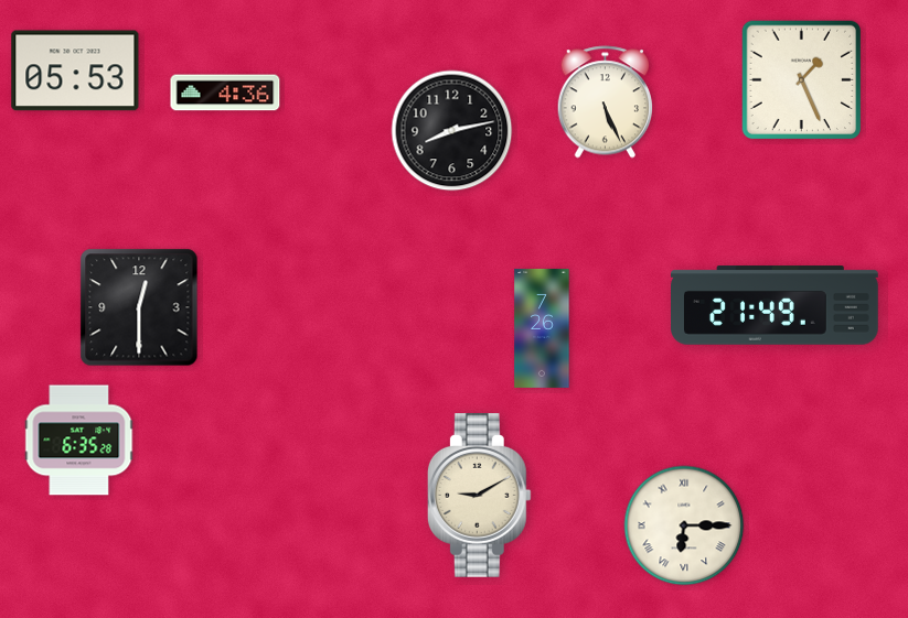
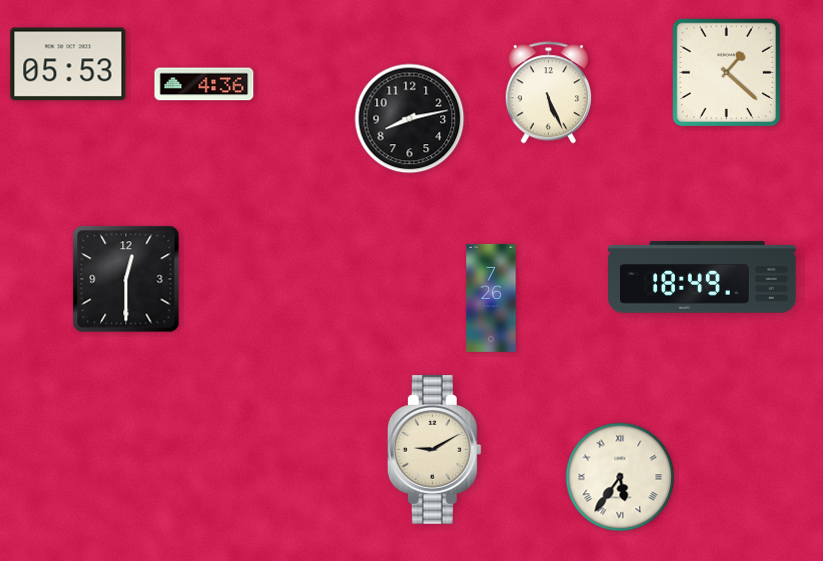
clock at (802, 80): 1:26 -> 1:22
clock at (776, 305): 21:49 -> 18:49
clock at (79, 441): 6:35 -> none
clock at (684, 525): 6:15 -> 5:36
